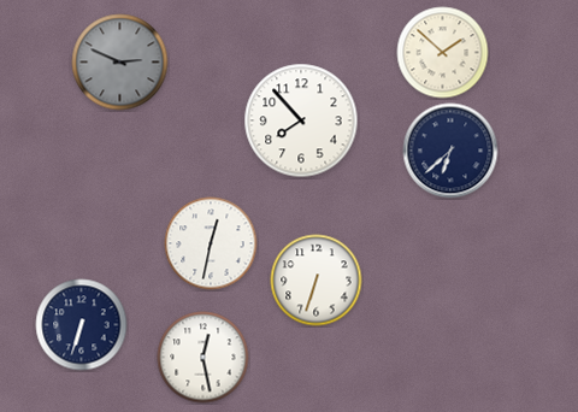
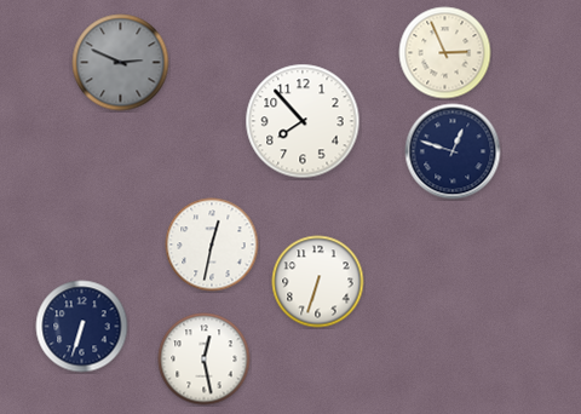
clock at (443, 53): 1:52 -> 2:56
clock at (450, 151): 6:38 -> 12:48
